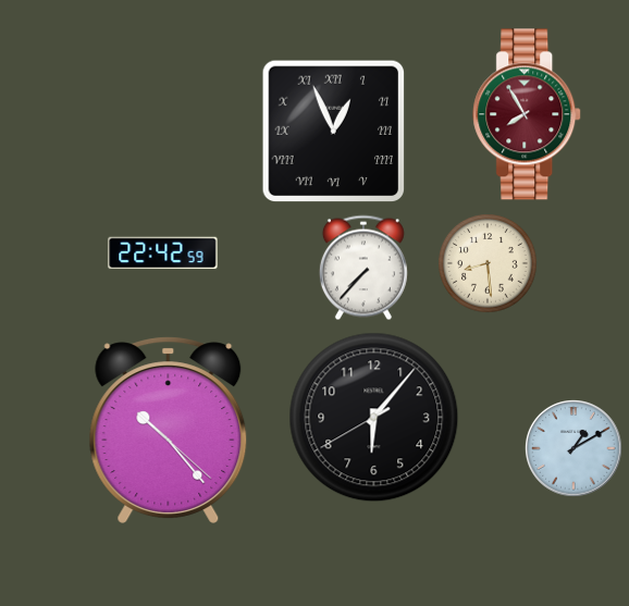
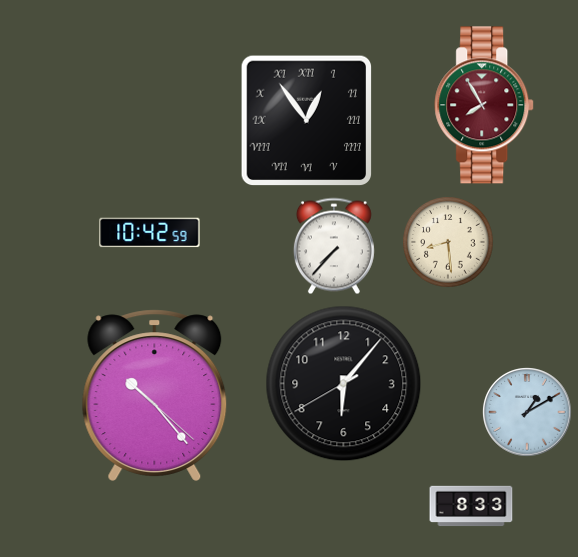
clock at (333, 131): 12:56 -> 12:54
clock at (163, 253): 22:42 -> 10:42
clock at (471, 506): none -> 8:33
